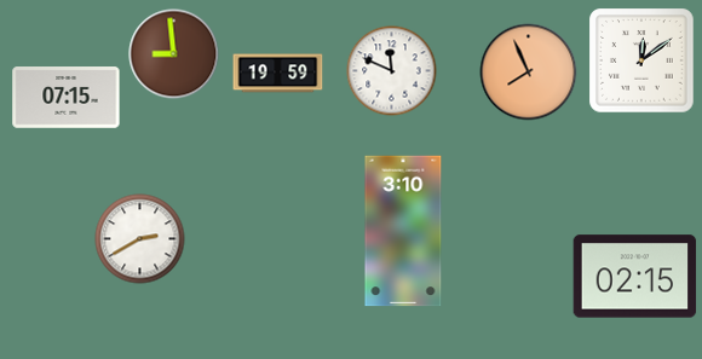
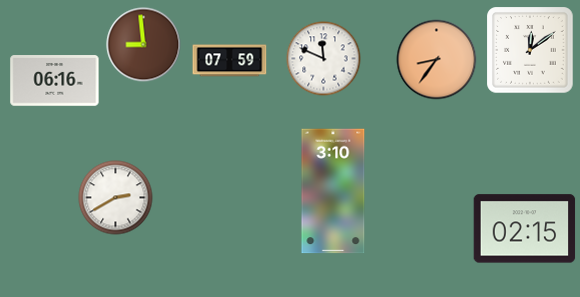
clock at (529, 73): 7:56 -> 8:36
clock at (278, 74): 19:59 -> 07:59
clock at (67, 98): 07:15 -> 06:16
